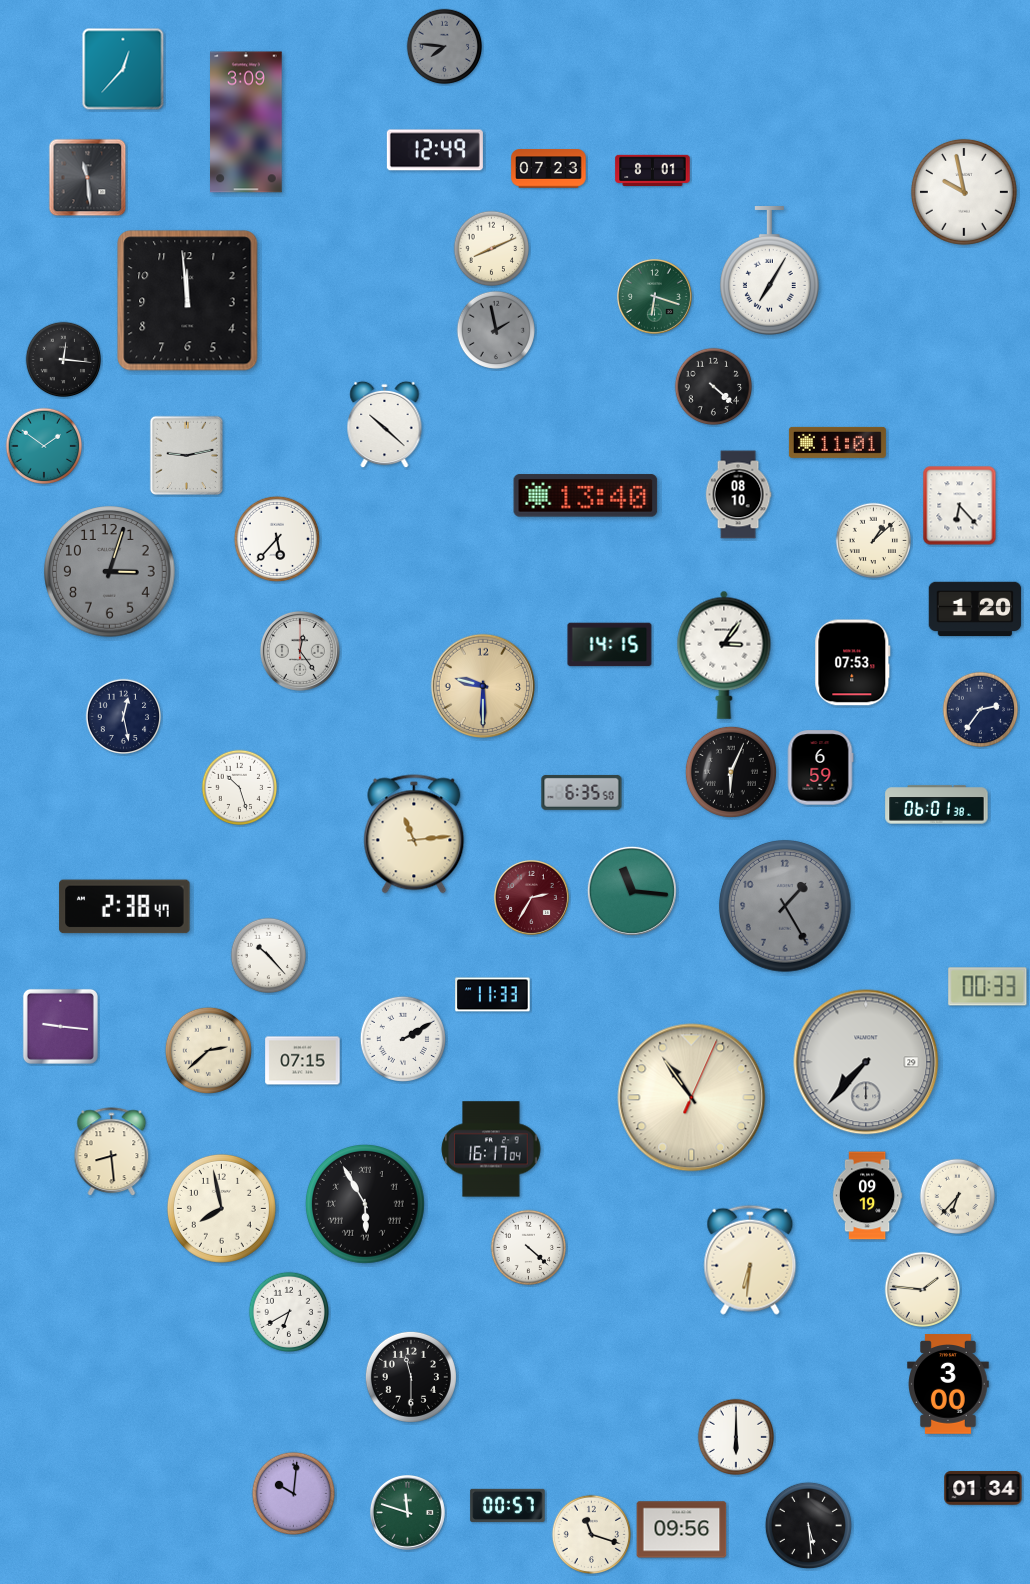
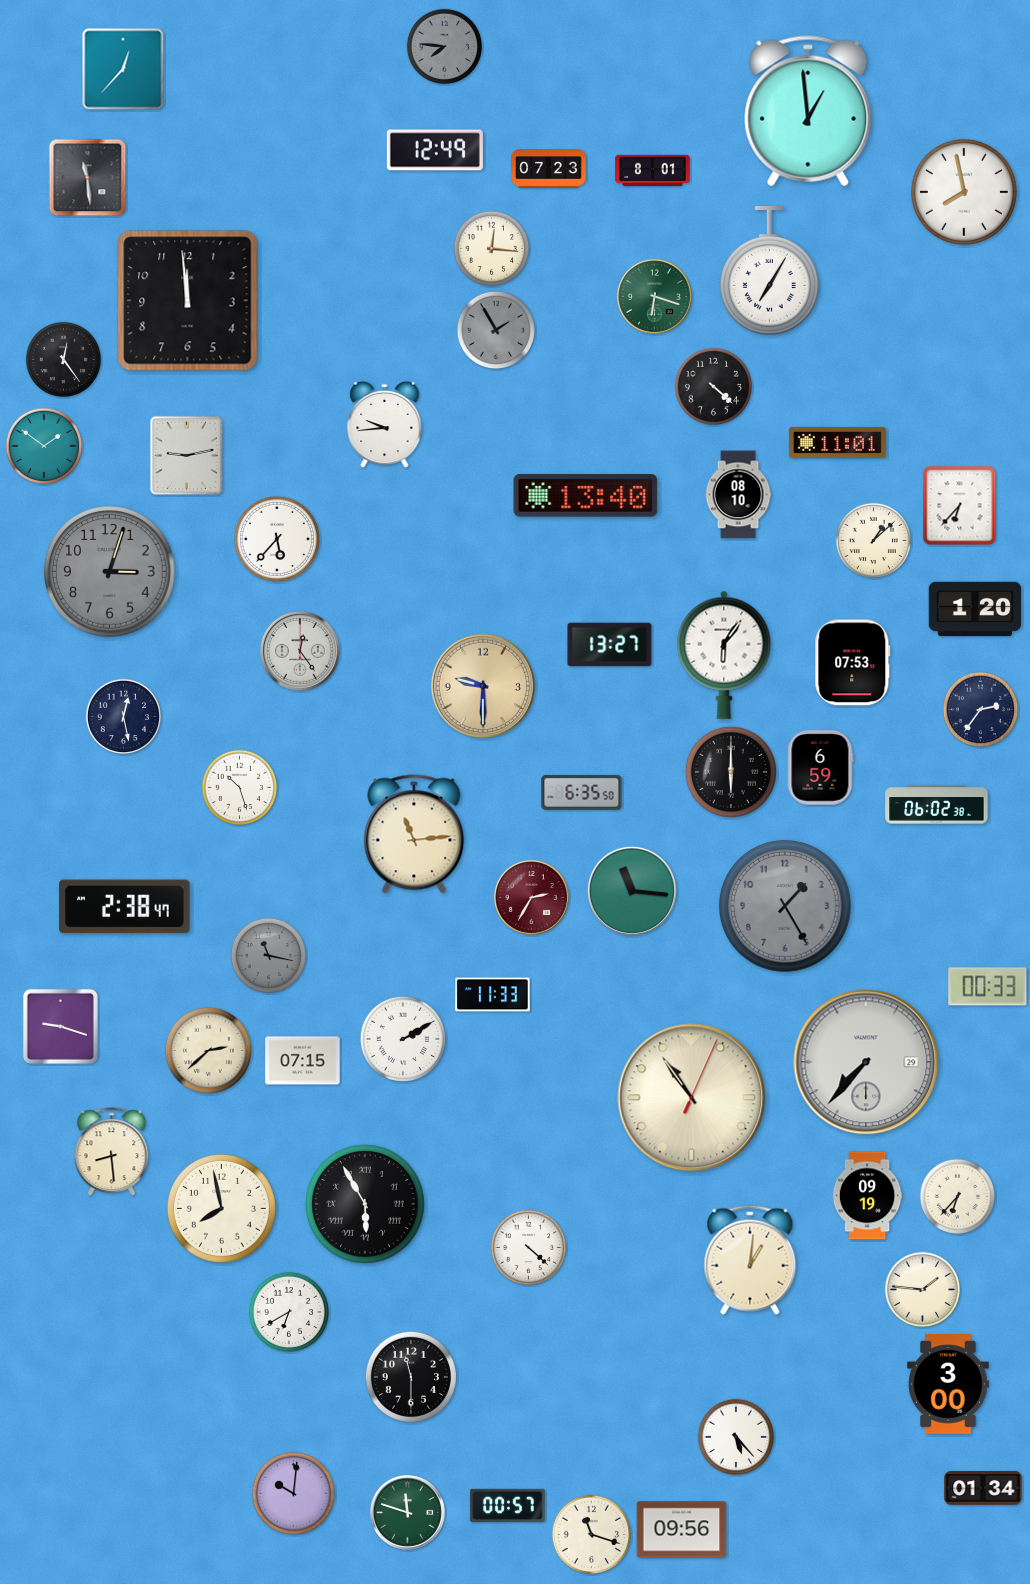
clock at (808, 111): none -> 12:59
clock at (246, 122): 3:09 -> none
clock at (964, 192): 9:58 -> 7:58
clock at (492, 249): 8:11 -> 12:16
clock at (496, 330): 1:58 -> 1:55
clock at (64, 360): 12:16 -> 12:24
clock at (385, 425): 10:22 -> 9:44
clock at (960, 506): 6:23 -> 6:37
clock at (610, 645): 14:15 -> 13:27
clock at (724, 655): 3:06 -> 6:06
clock at (731, 772): 6:04 -> 6:00
clock at (937, 805): 06:01 -> 06:02
clock at (269, 956): 10:23 -> 11:17
clock at (269, 956) dial: white -> grey
clock at (60, 1026): 9:16 -> 9:18
clock at (491, 1149): 16:17 -> none
clock at (750, 1260): 6:31 -> 1:01
clock at (736, 1437): 6:00 -> 5:23
clock at (808, 1525): 5:29 -> none
